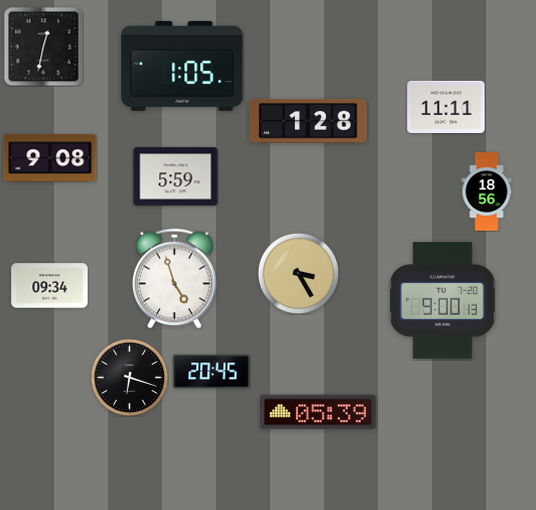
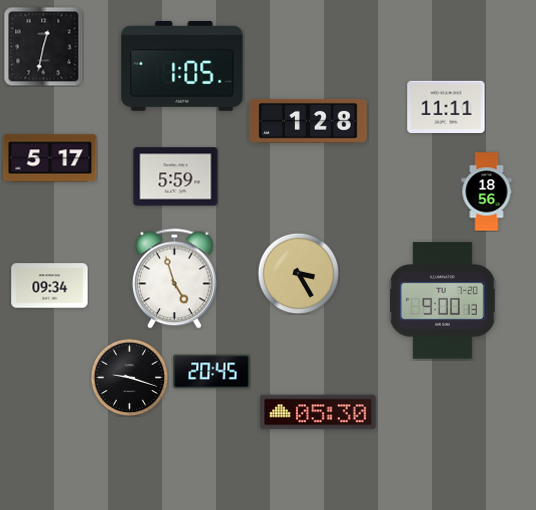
clock at (50, 158): 9:08 -> 5:17
clock at (129, 377): 6:18 -> 9:18
clock at (318, 412): 05:39 -> 05:30
